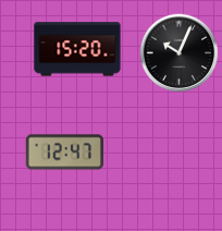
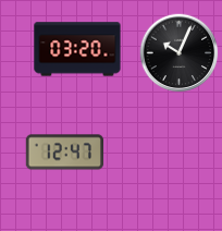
clock at (77, 49): 15:20 -> 03:20
